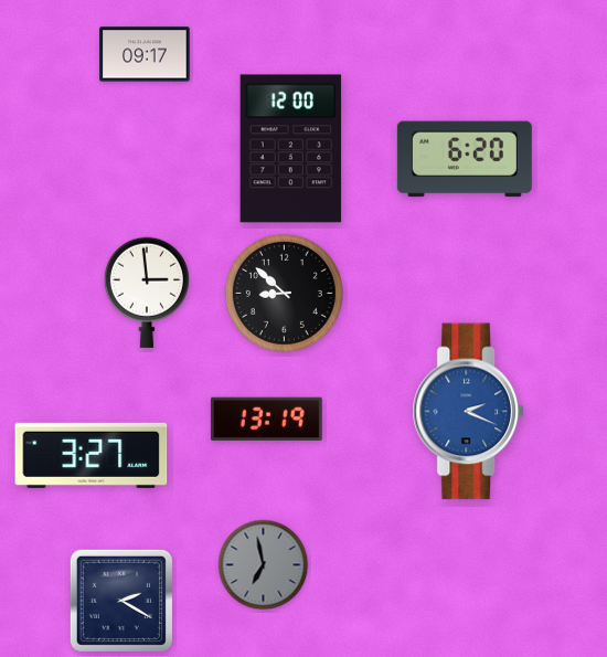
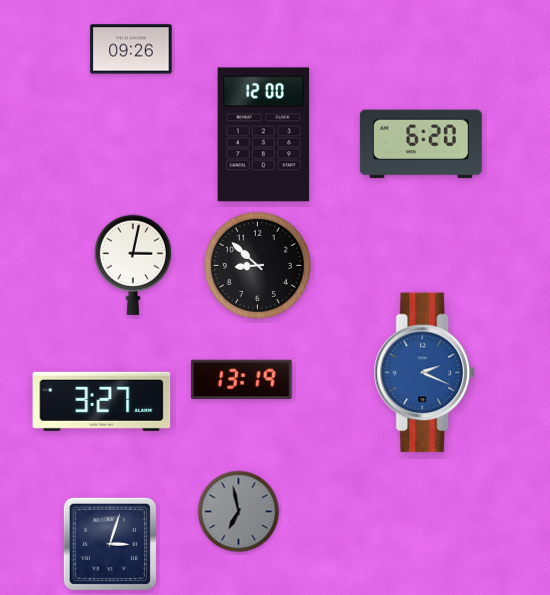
clock at (145, 54): 09:17 -> 09:26
clock at (147, 293): 2:59 -> 3:02
clock at (92, 455) position: (92, 455) -> (102, 401)
clock at (121, 601): 2:20 -> 3:03
